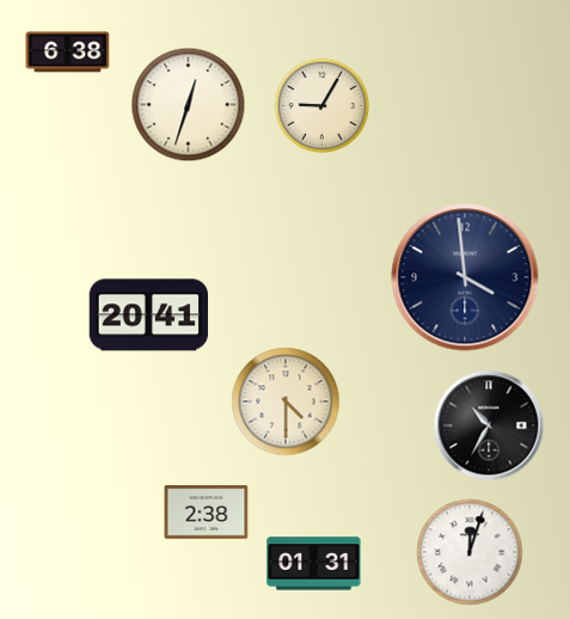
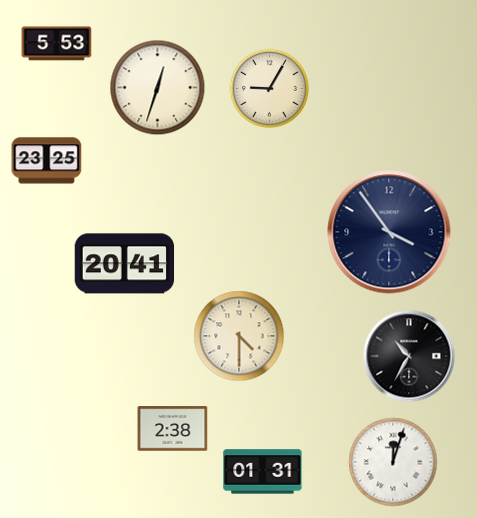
clock at (68, 53): 6:38 -> 5:53
clock at (47, 161): none -> 23:25
clock at (465, 277): 3:59 -> 3:54
